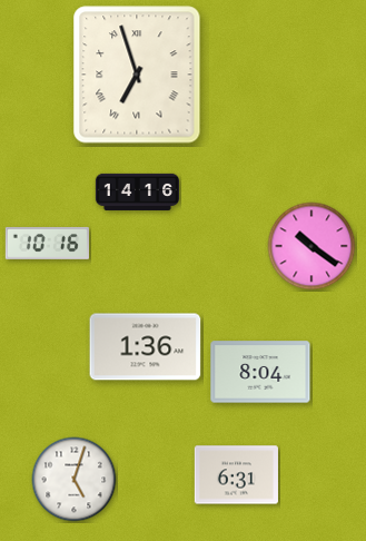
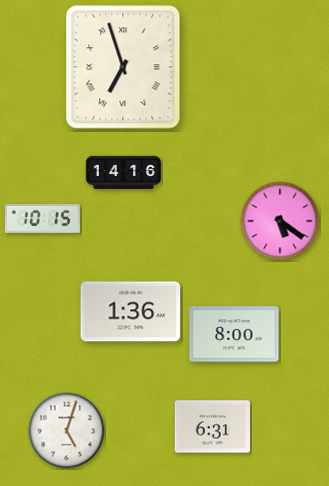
clock at (47, 243): 10:16 -> 10:15
clock at (311, 246): 10:21 -> 5:21
clock at (260, 372): 8:04 -> 8:00
